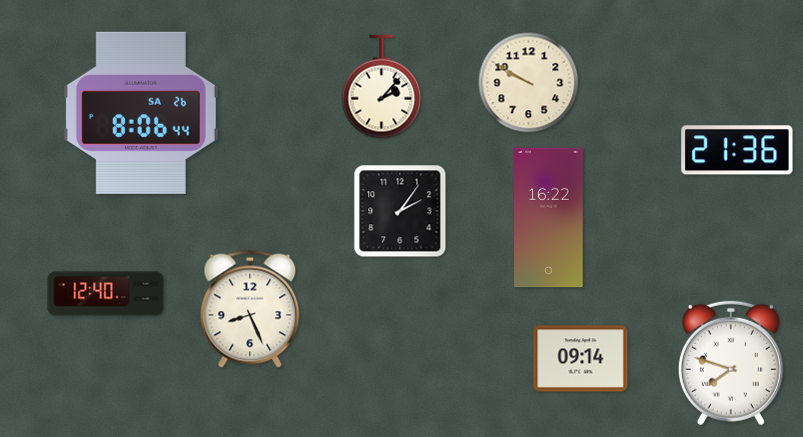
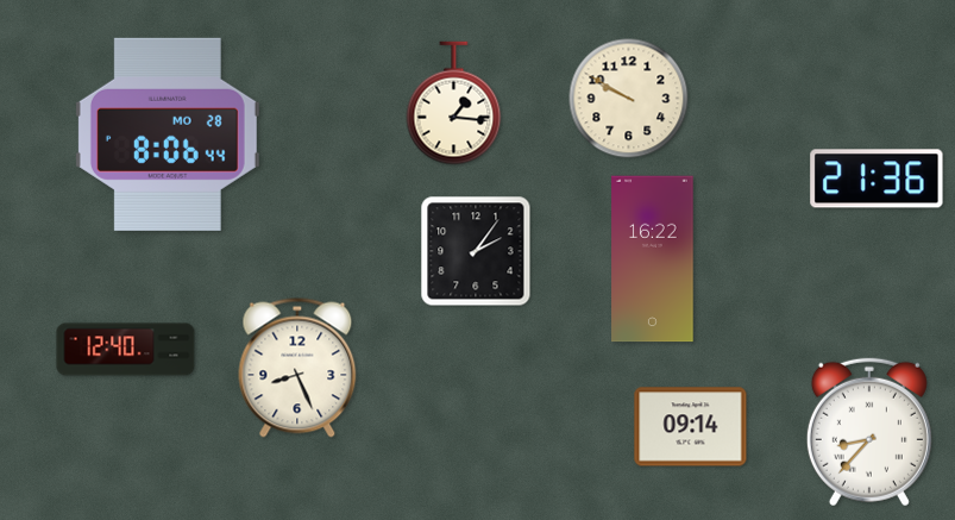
clock at (382, 87): 2:07 -> 1:16
clock at (141, 113) date: SA 26 -> MO 28
clock at (731, 363): 7:48 -> 8:37
